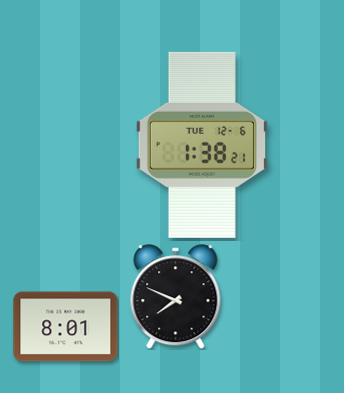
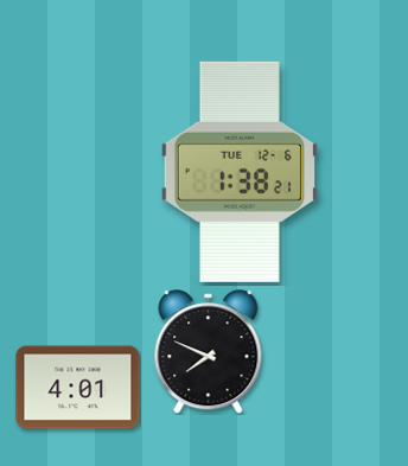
clock at (66, 327): 8:01 -> 4:01
